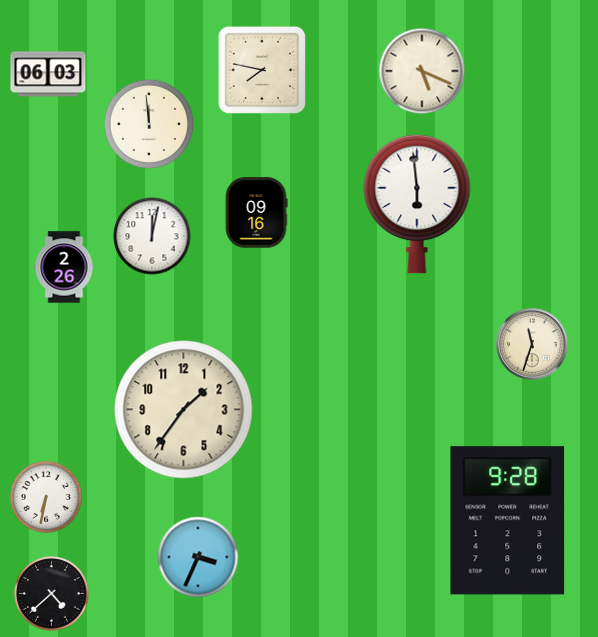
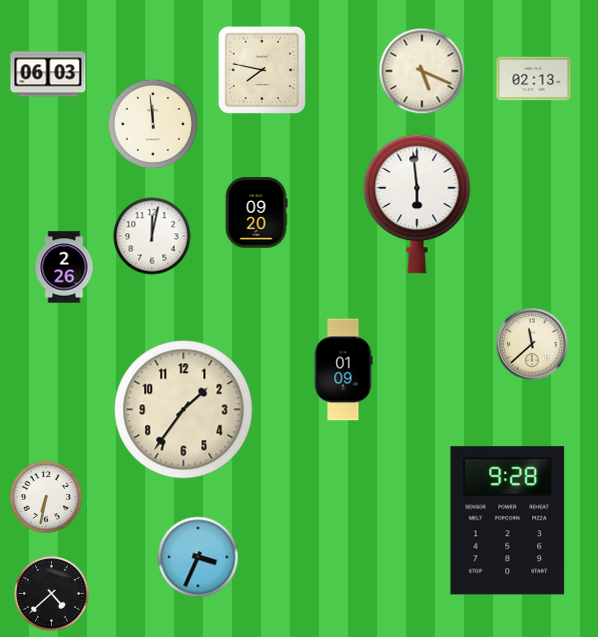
clock at (534, 79): none -> 02:13
clock at (149, 124) position: (149, 124) -> (153, 124)
clock at (256, 213): 09:16 -> 09:20
clock at (532, 344): 11:33 -> 11:38
clock at (343, 370): none -> 01:09
